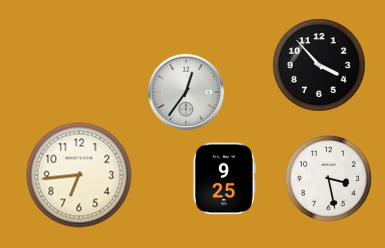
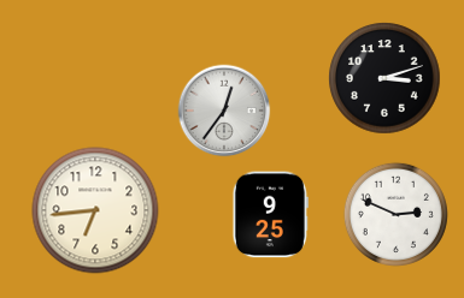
clock at (319, 65): 3:53 -> 3:12
clock at (328, 178): 3:28 -> 2:49
